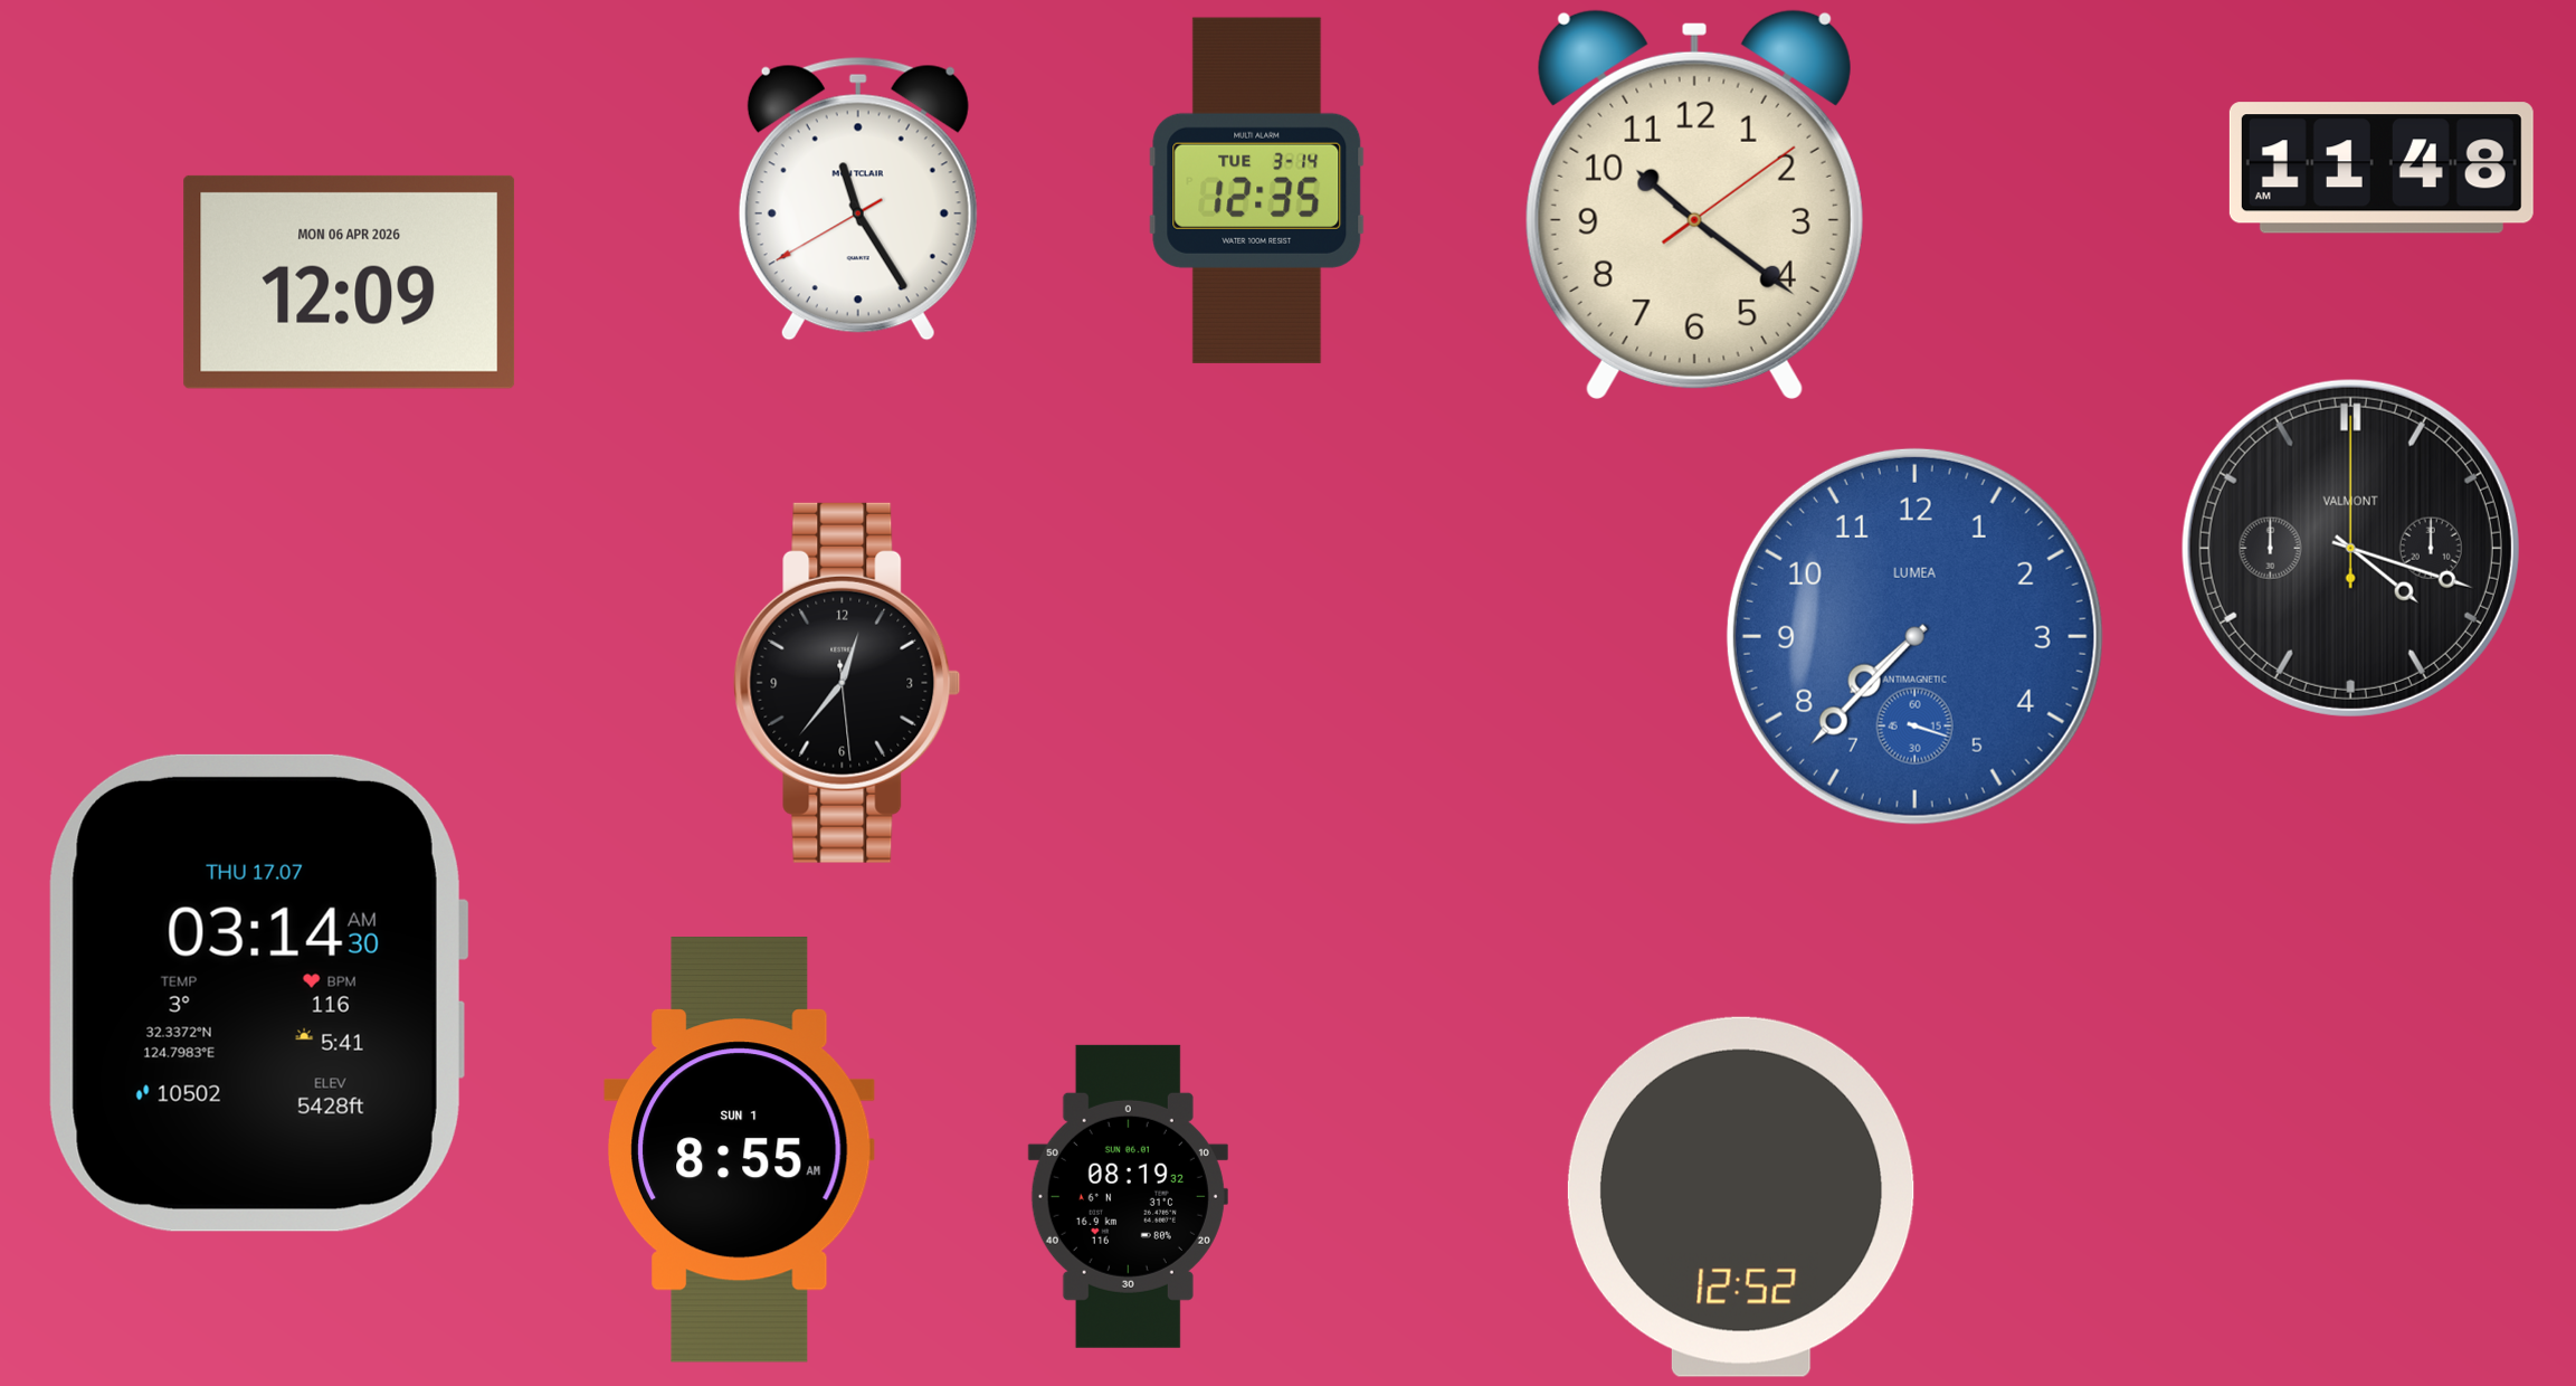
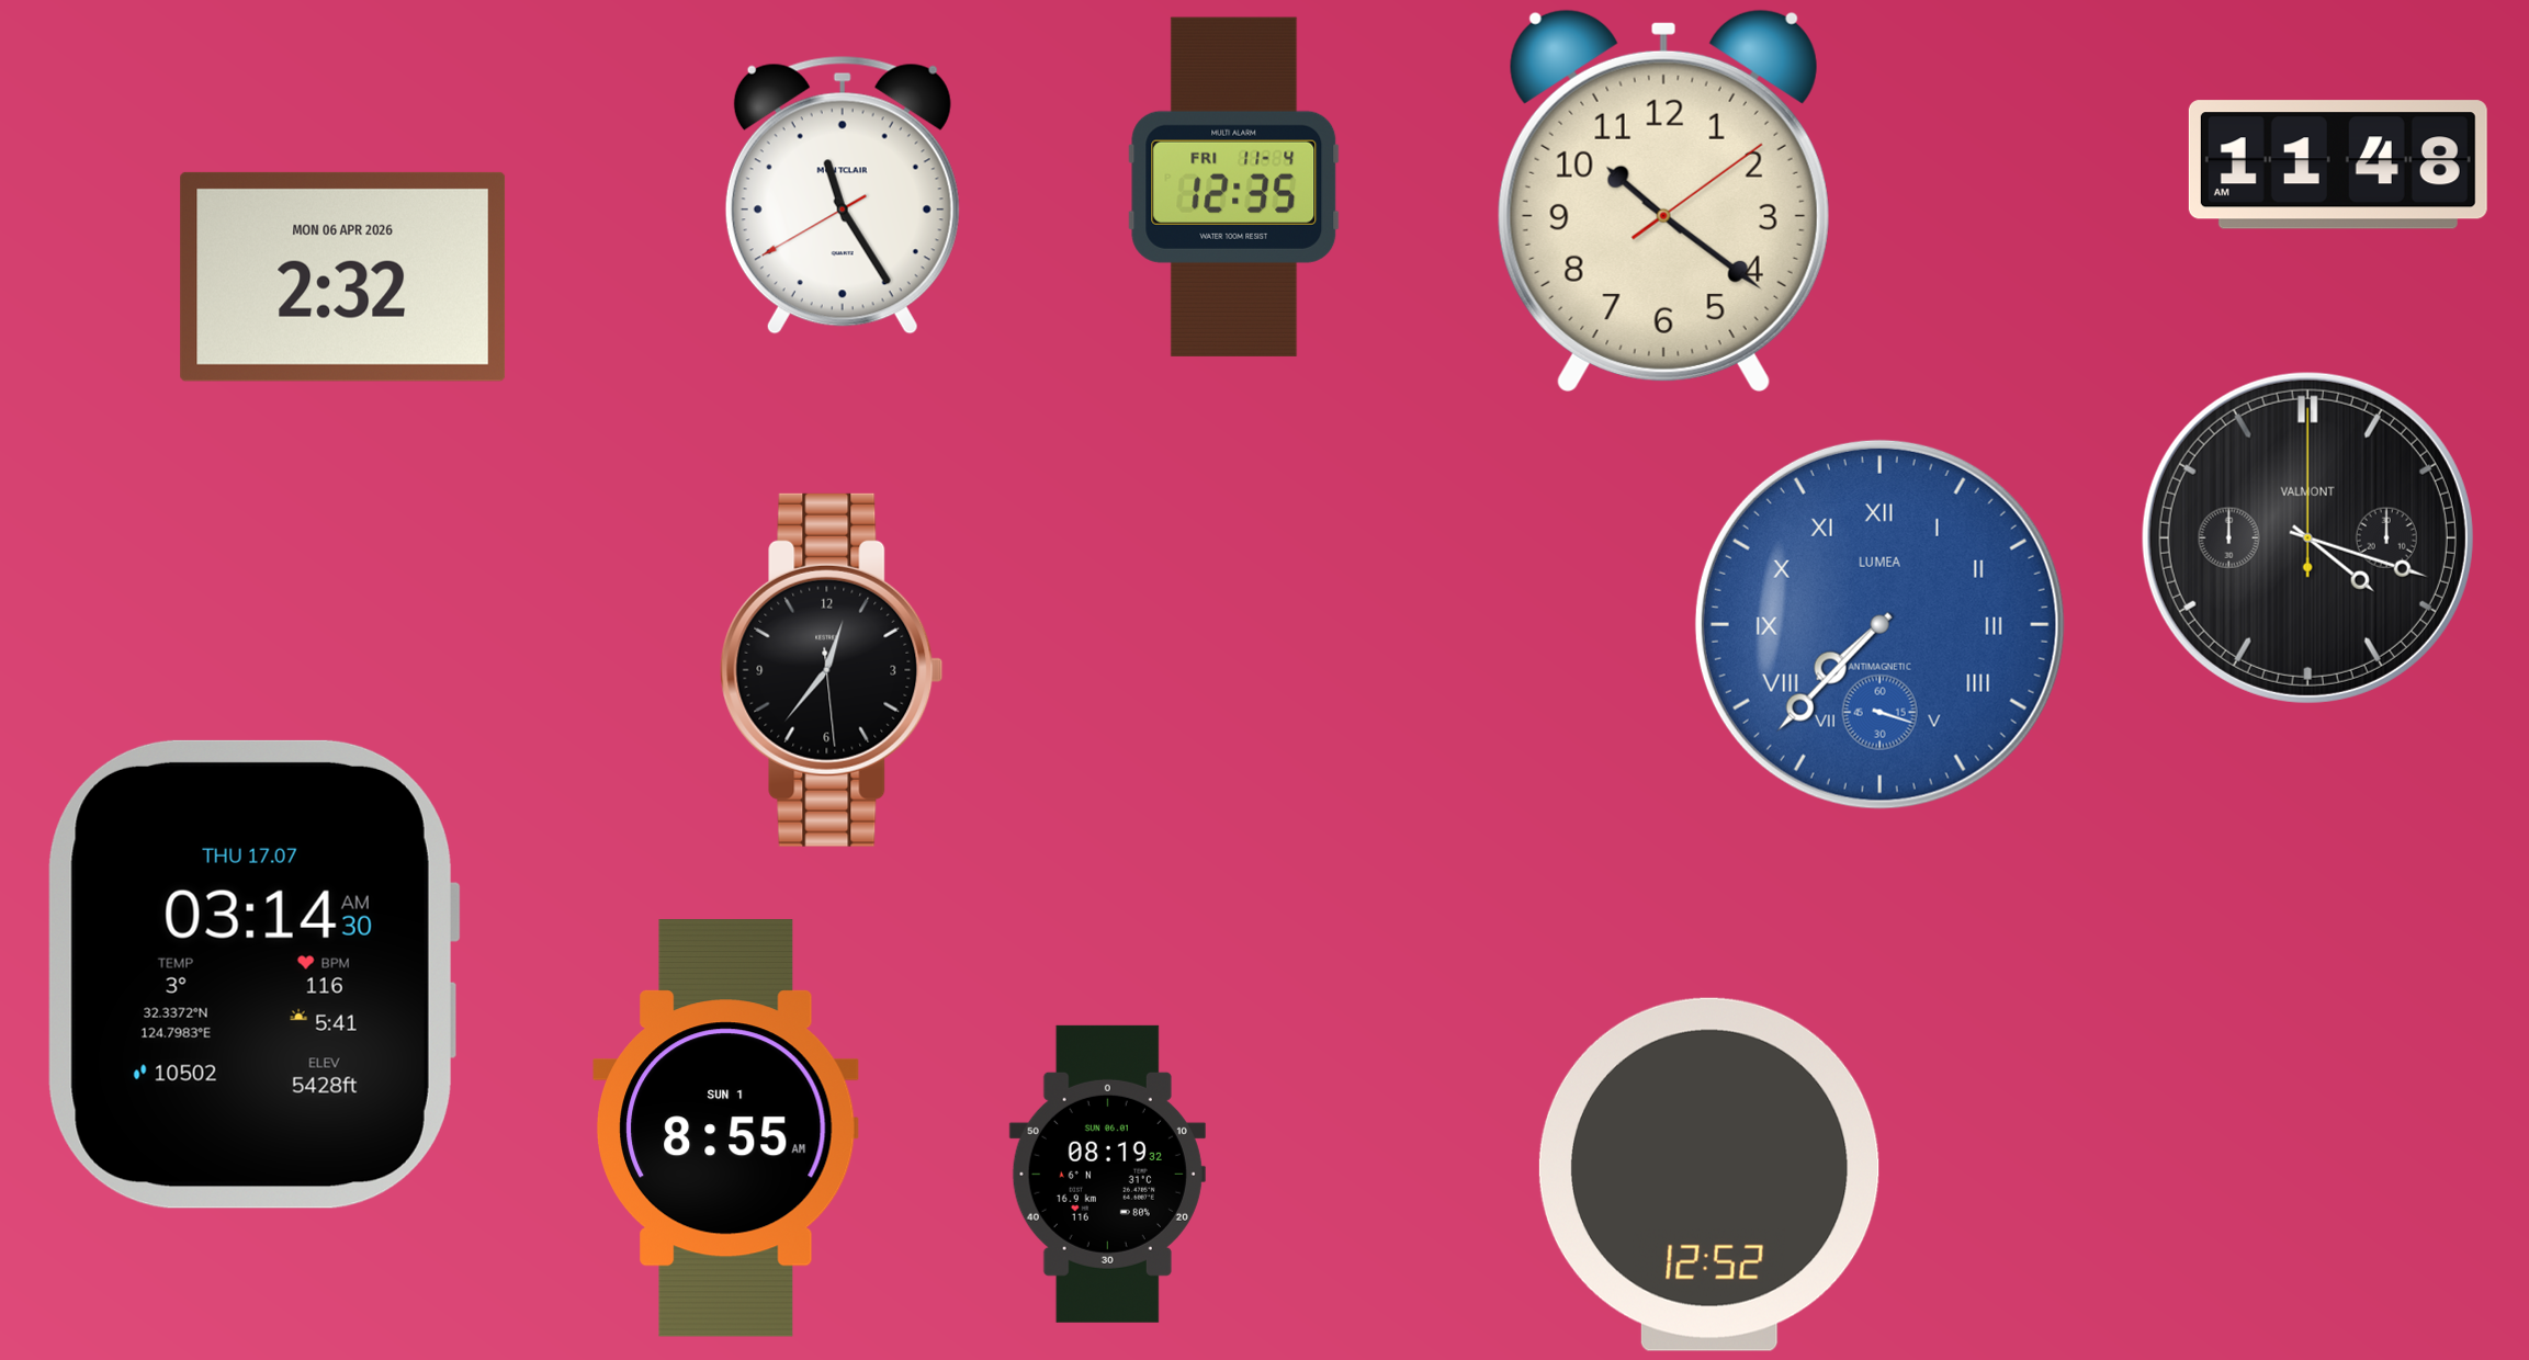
clock at (1257, 190) date: TUE 3-14 -> FRI 11-4
clock at (350, 282): 12:09 -> 2:32
clock at (1914, 636) numerals: Arabic -> Roman
